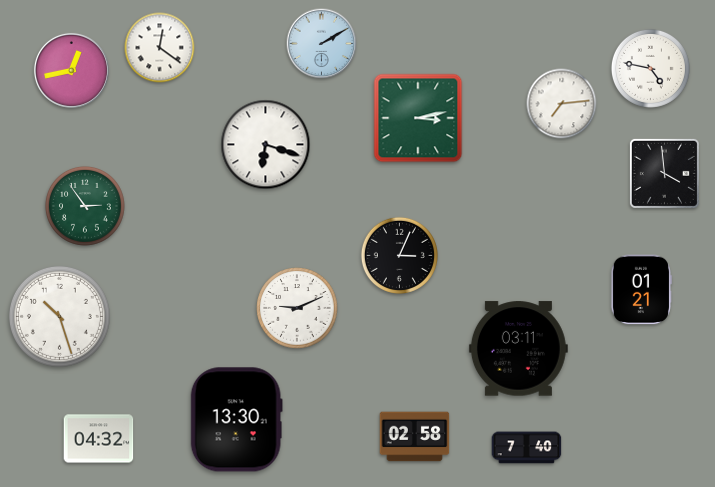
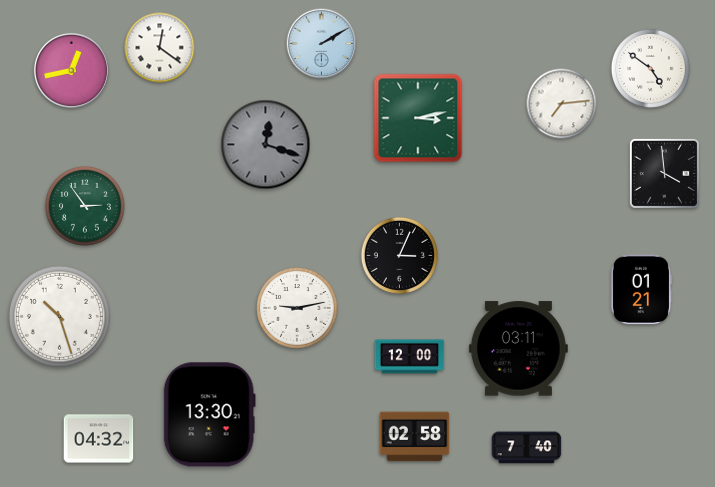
clock at (650, 68): 4:47 -> 4:51
clock at (266, 145): 6:18 -> 12:18
clock at (266, 145) dial: white -> grey
clock at (297, 308): 9:11 -> 9:13
clock at (410, 357): none -> 12:00
clock at (236, 420) position: (236, 420) -> (209, 415)
